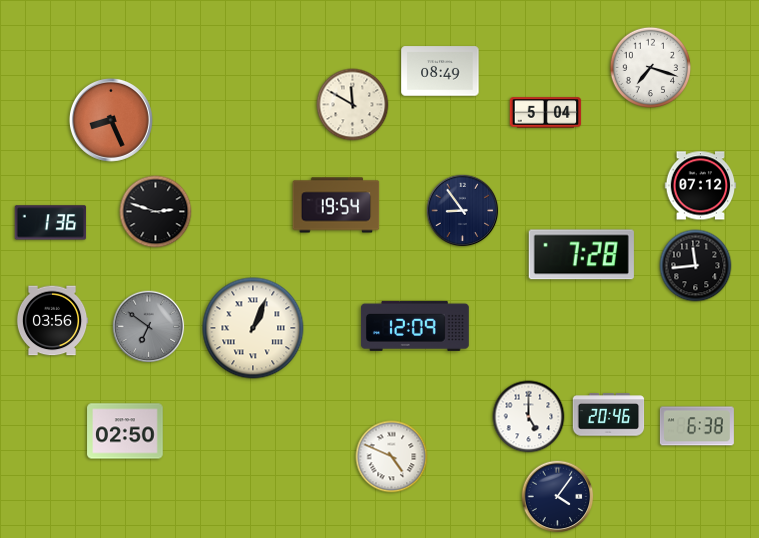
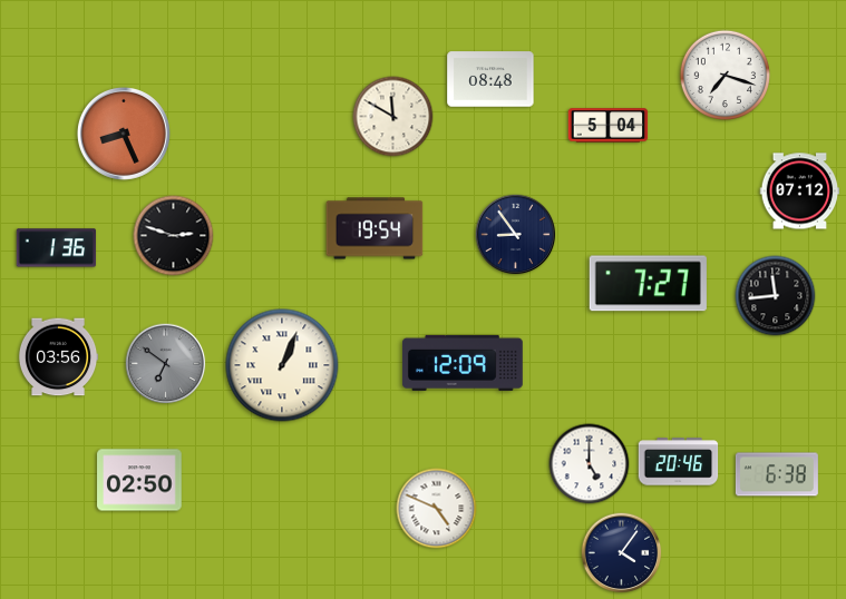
clock at (440, 71): 08:49 -> 08:48
clock at (701, 186) position: (701, 186) -> (800, 192)
clock at (581, 255): 7:28 -> 7:27
